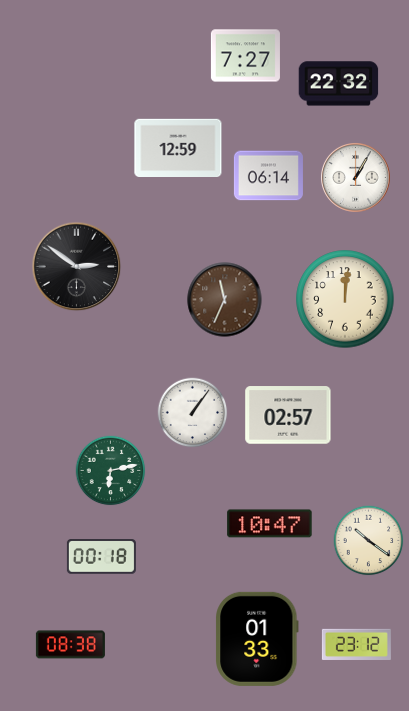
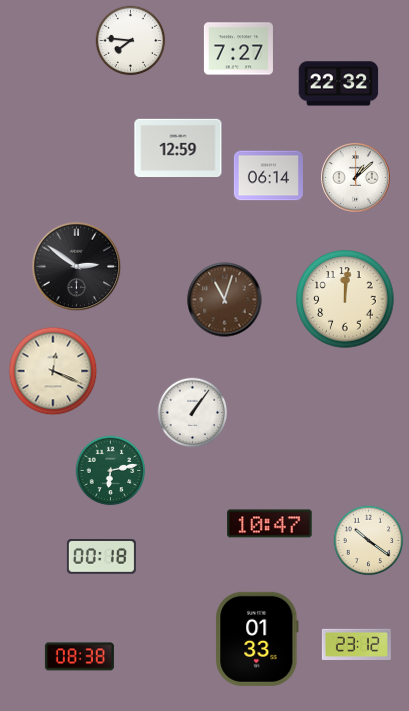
clock at (131, 41): none -> 7:46
clock at (245, 56) position: (245, 56) -> (238, 49)
clock at (356, 178): 1:05 -> 1:08
clock at (225, 300): 11:34 -> 11:03
clock at (53, 371): none -> 12:19
clock at (288, 415): 02:57 -> none
clock at (70, 645) position: (70, 645) -> (79, 657)
